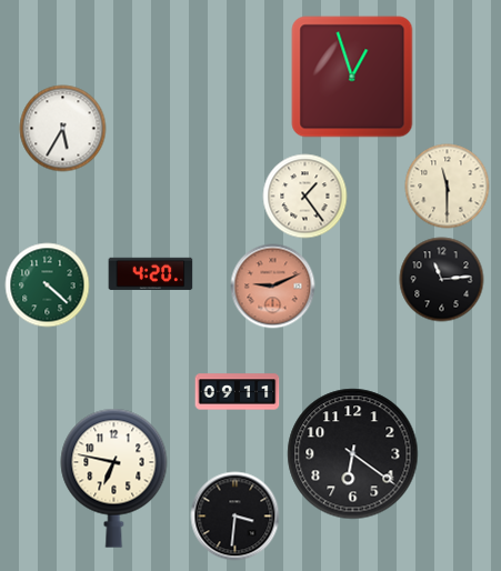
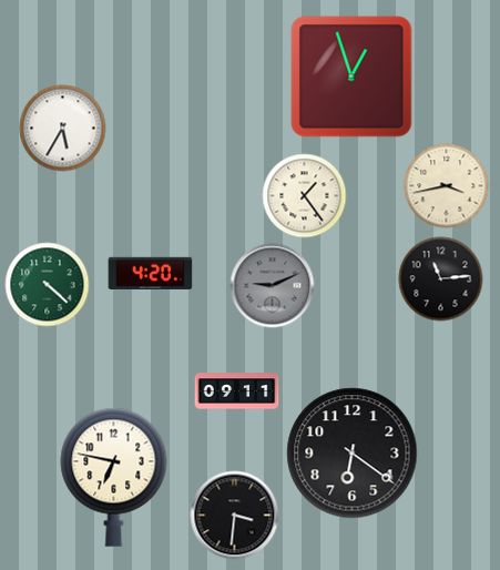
clock at (448, 187): 11:30 -> 3:43
clock at (273, 287) dial: salmon -> grey
